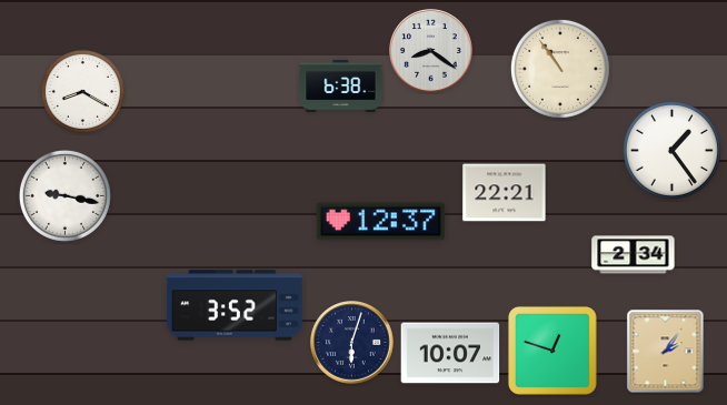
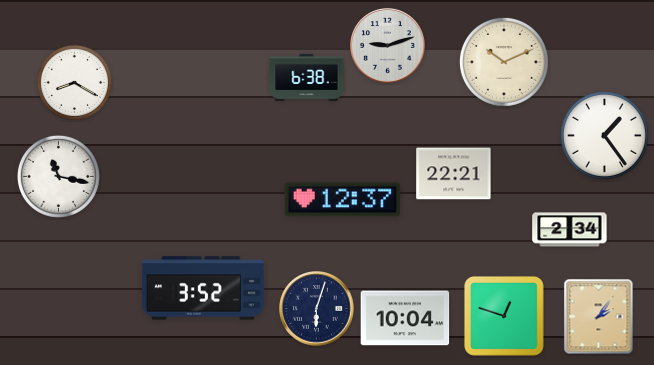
clock at (431, 51): 8:21 -> 9:12
clock at (560, 69): 10:54 -> 10:11
clock at (64, 195): 9:17 -> 11:17
clock at (235, 305) position: (235, 305) -> (203, 288)
clock at (552, 351) position: (552, 351) -> (504, 316)
clock at (450, 353): 10:07 -> 10:04
